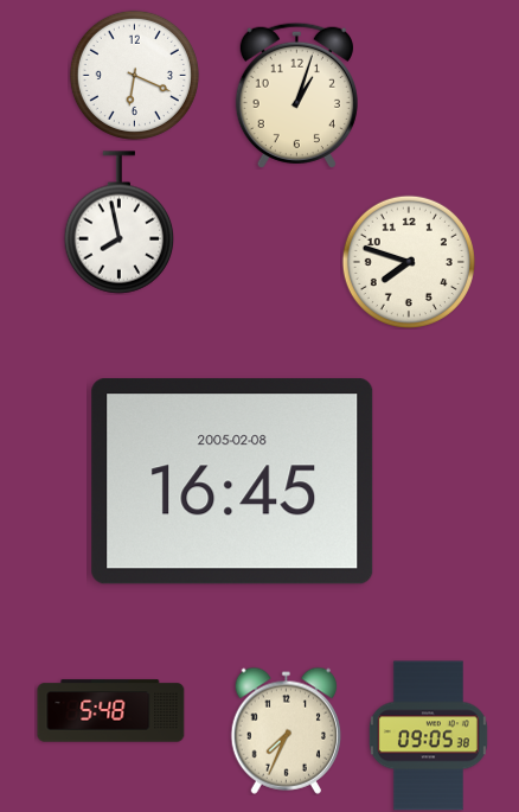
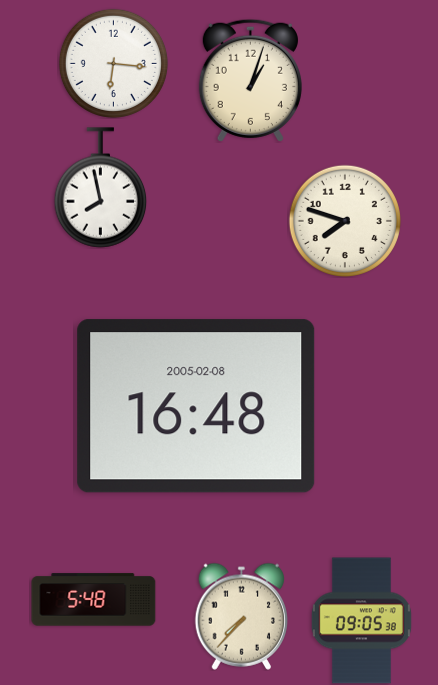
clock at (134, 75): 6:19 -> 6:16
clock at (232, 481): 16:45 -> 16:48
clock at (286, 730): 7:34 -> 7:37
